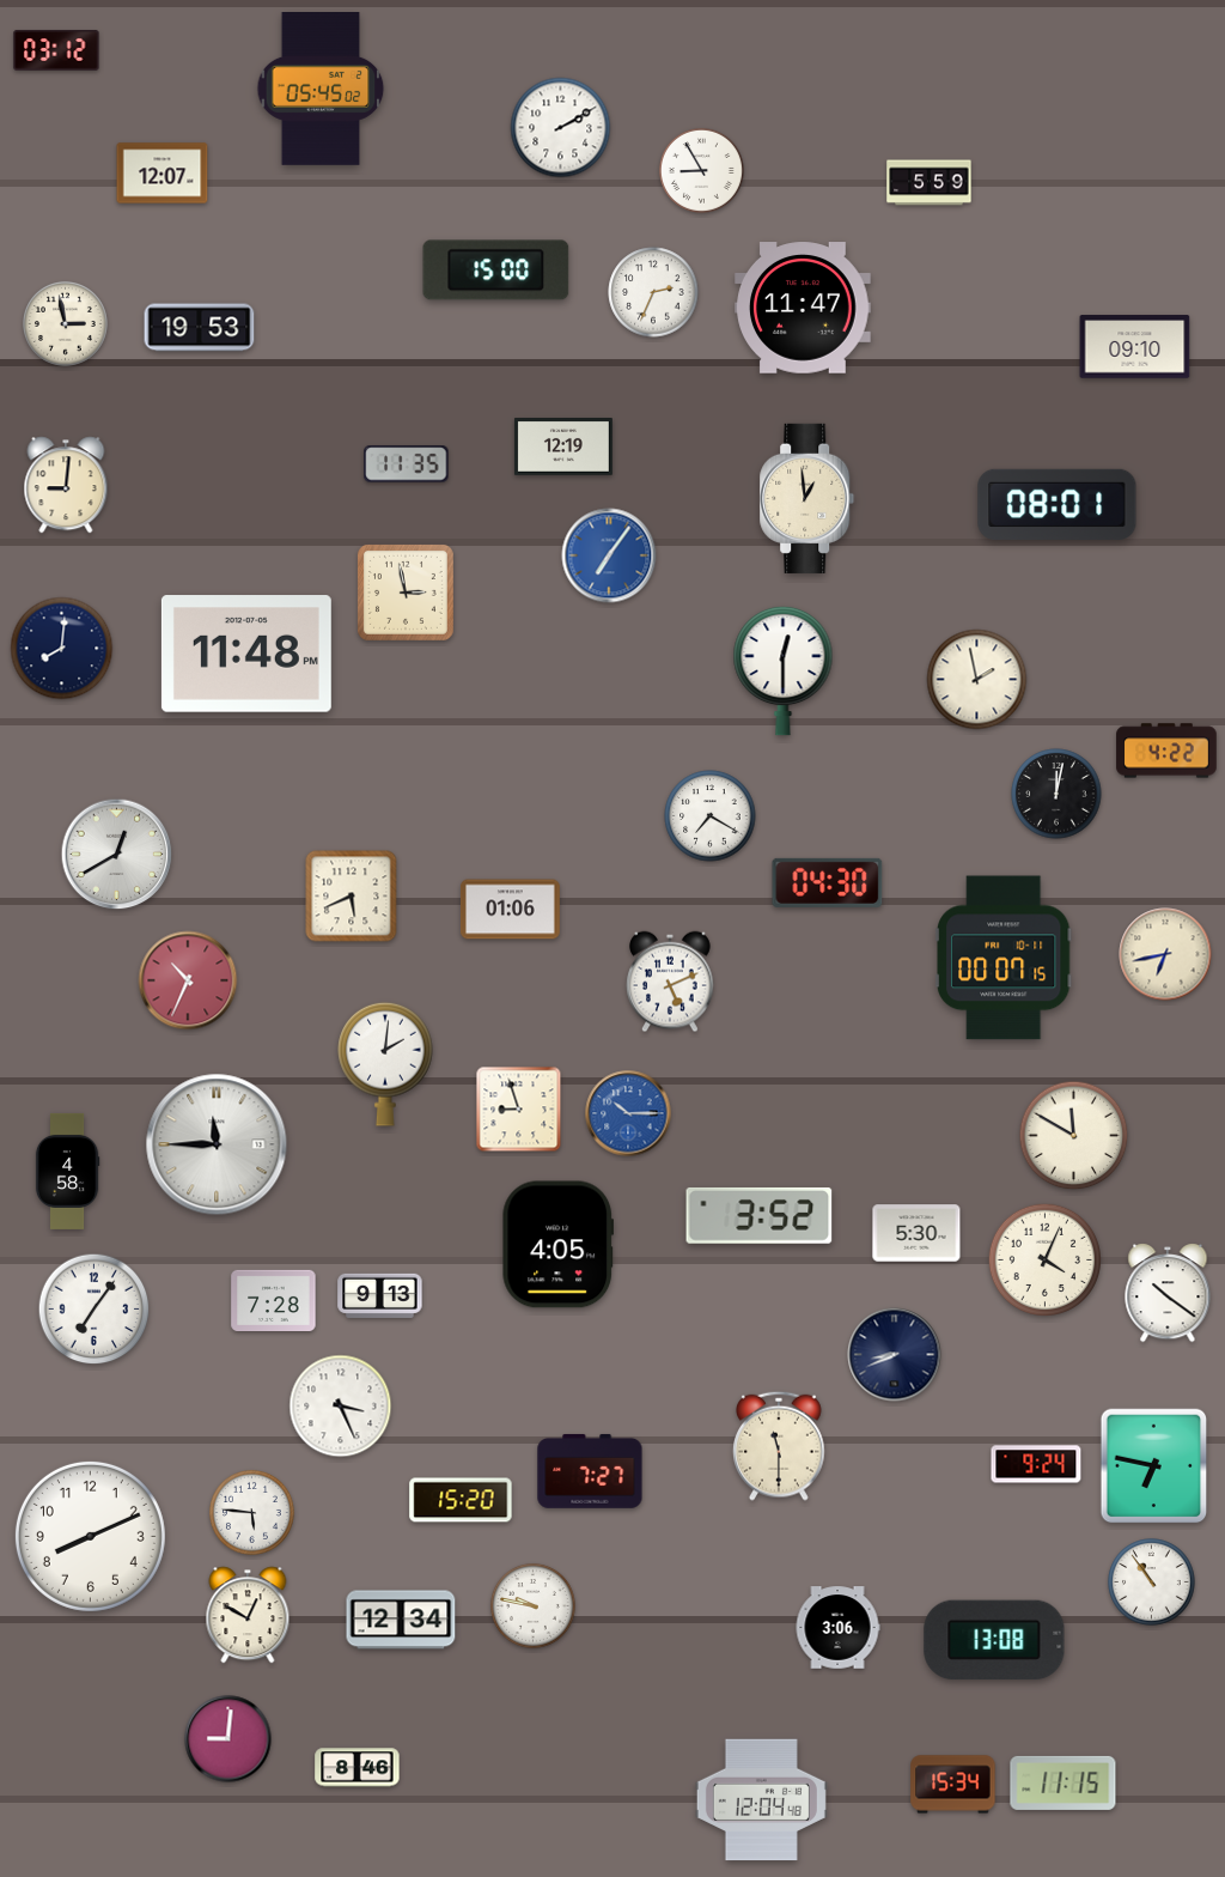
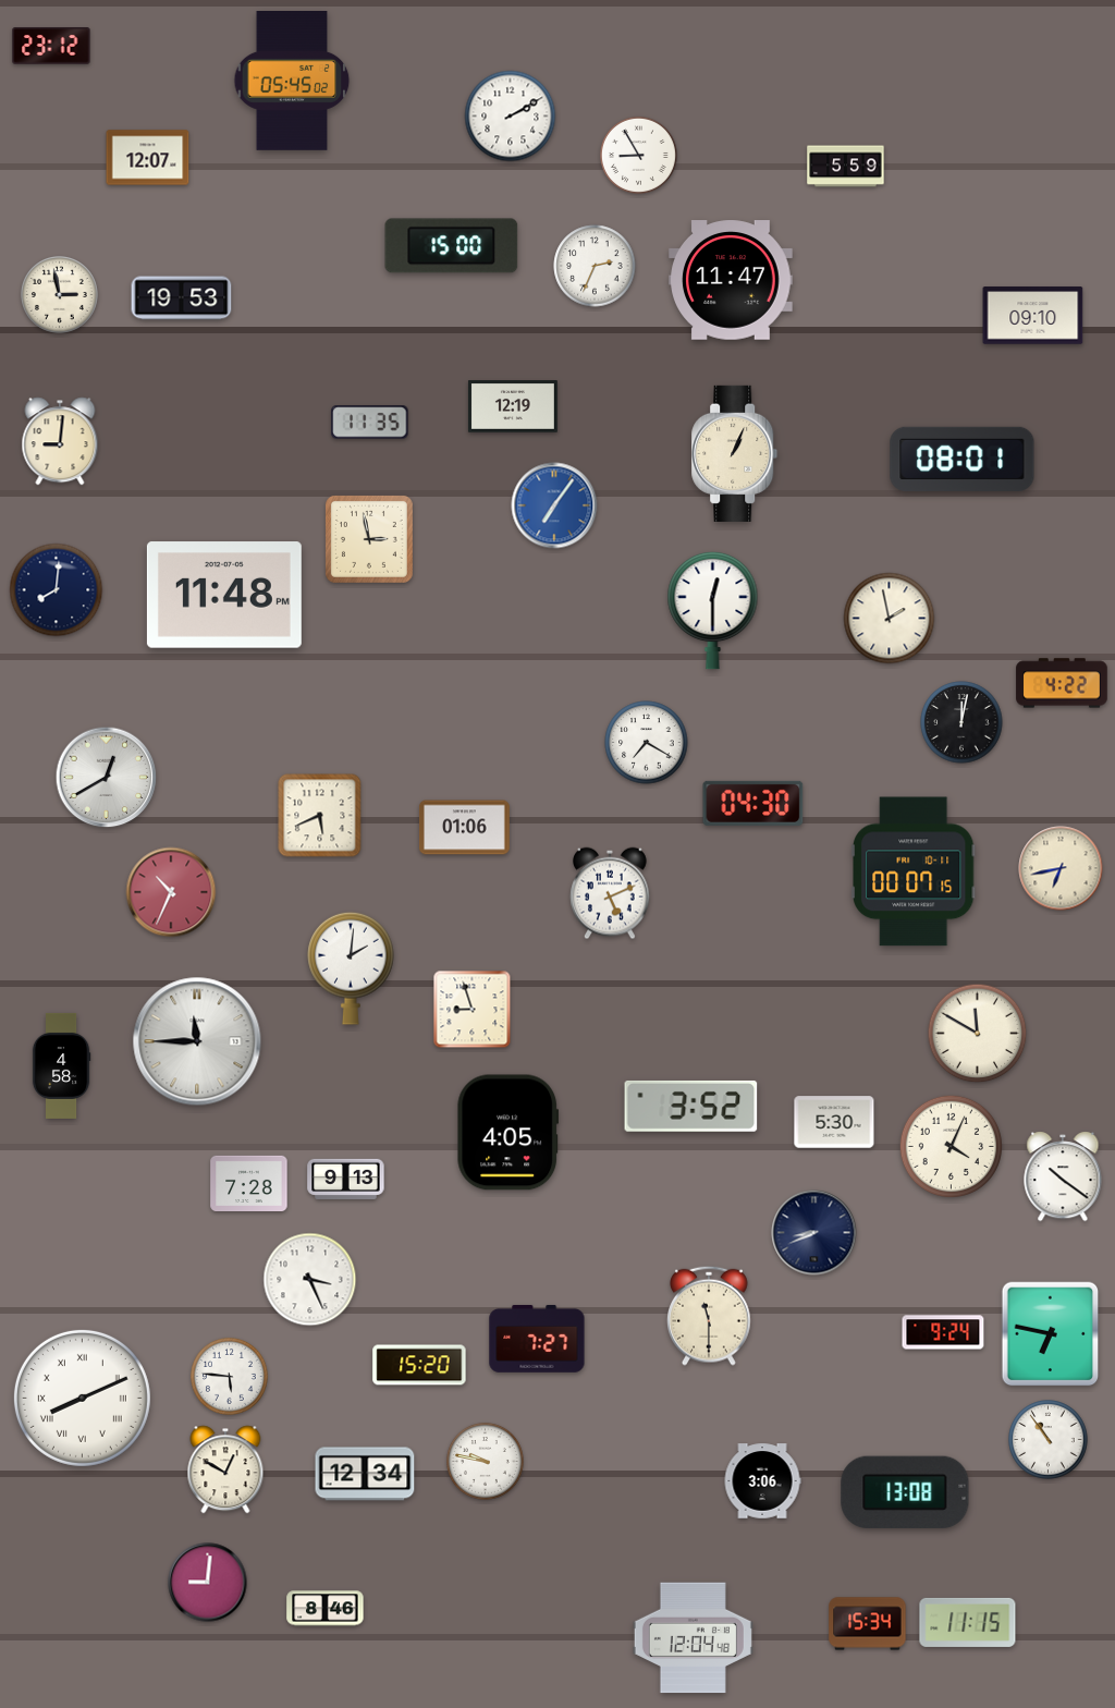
clock at (56, 50): 03:12 -> 23:12
clock at (807, 498): 12:59 -> 1:04
clock at (628, 1113): 10:15 -> none
clock at (95, 1310): 7:06 -> none
clock at (90, 1536) numerals: Arabic -> Roman
